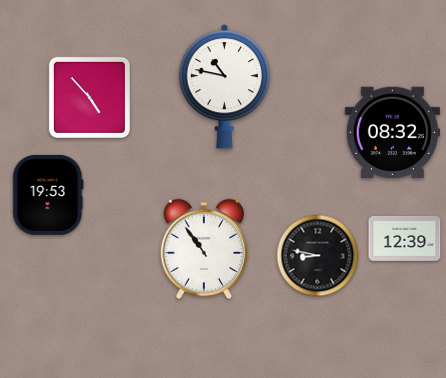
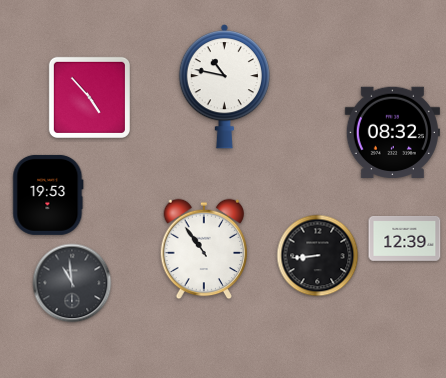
clock at (318, 256): 8:47 -> 8:44
clock at (72, 283): none -> 10:59
